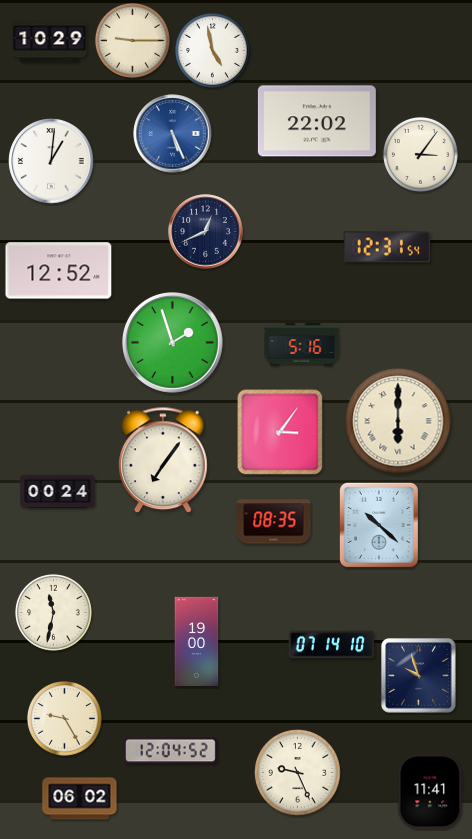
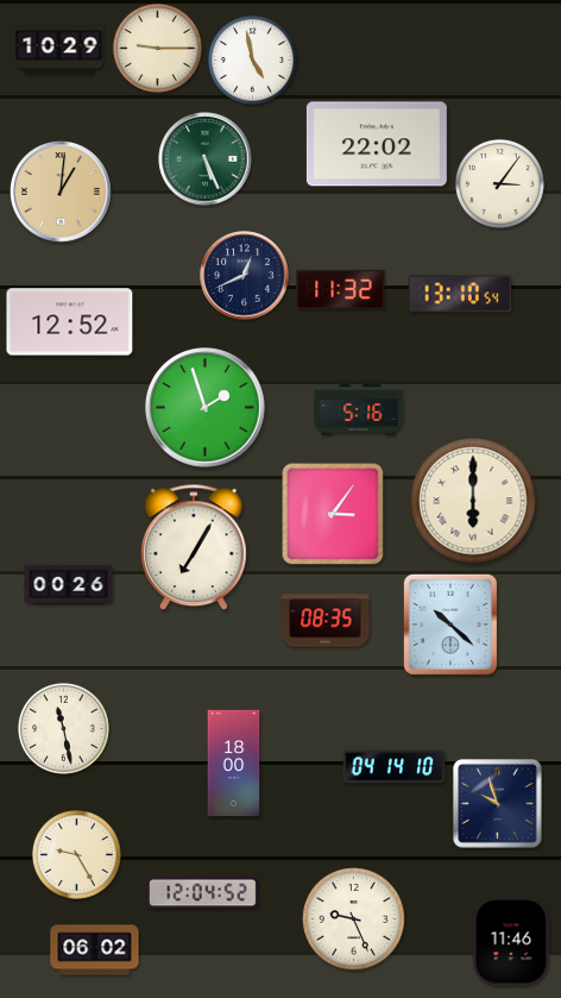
clock at (173, 134) dial: blue -> green
clock at (51, 161) dial: white -> champagne
clock at (341, 289): none -> 11:32
clock at (387, 247): 12:31 -> 13:10
clock at (164, 461): 7:06 -> 7:05
clock at (58, 492): 00:24 -> 00:26
clock at (53, 612): 11:32 -> 11:28
clock at (197, 641): 19:00 -> 18:00
clock at (332, 645): 07:14 -> 04:14
clock at (431, 792): 11:41 -> 11:46
